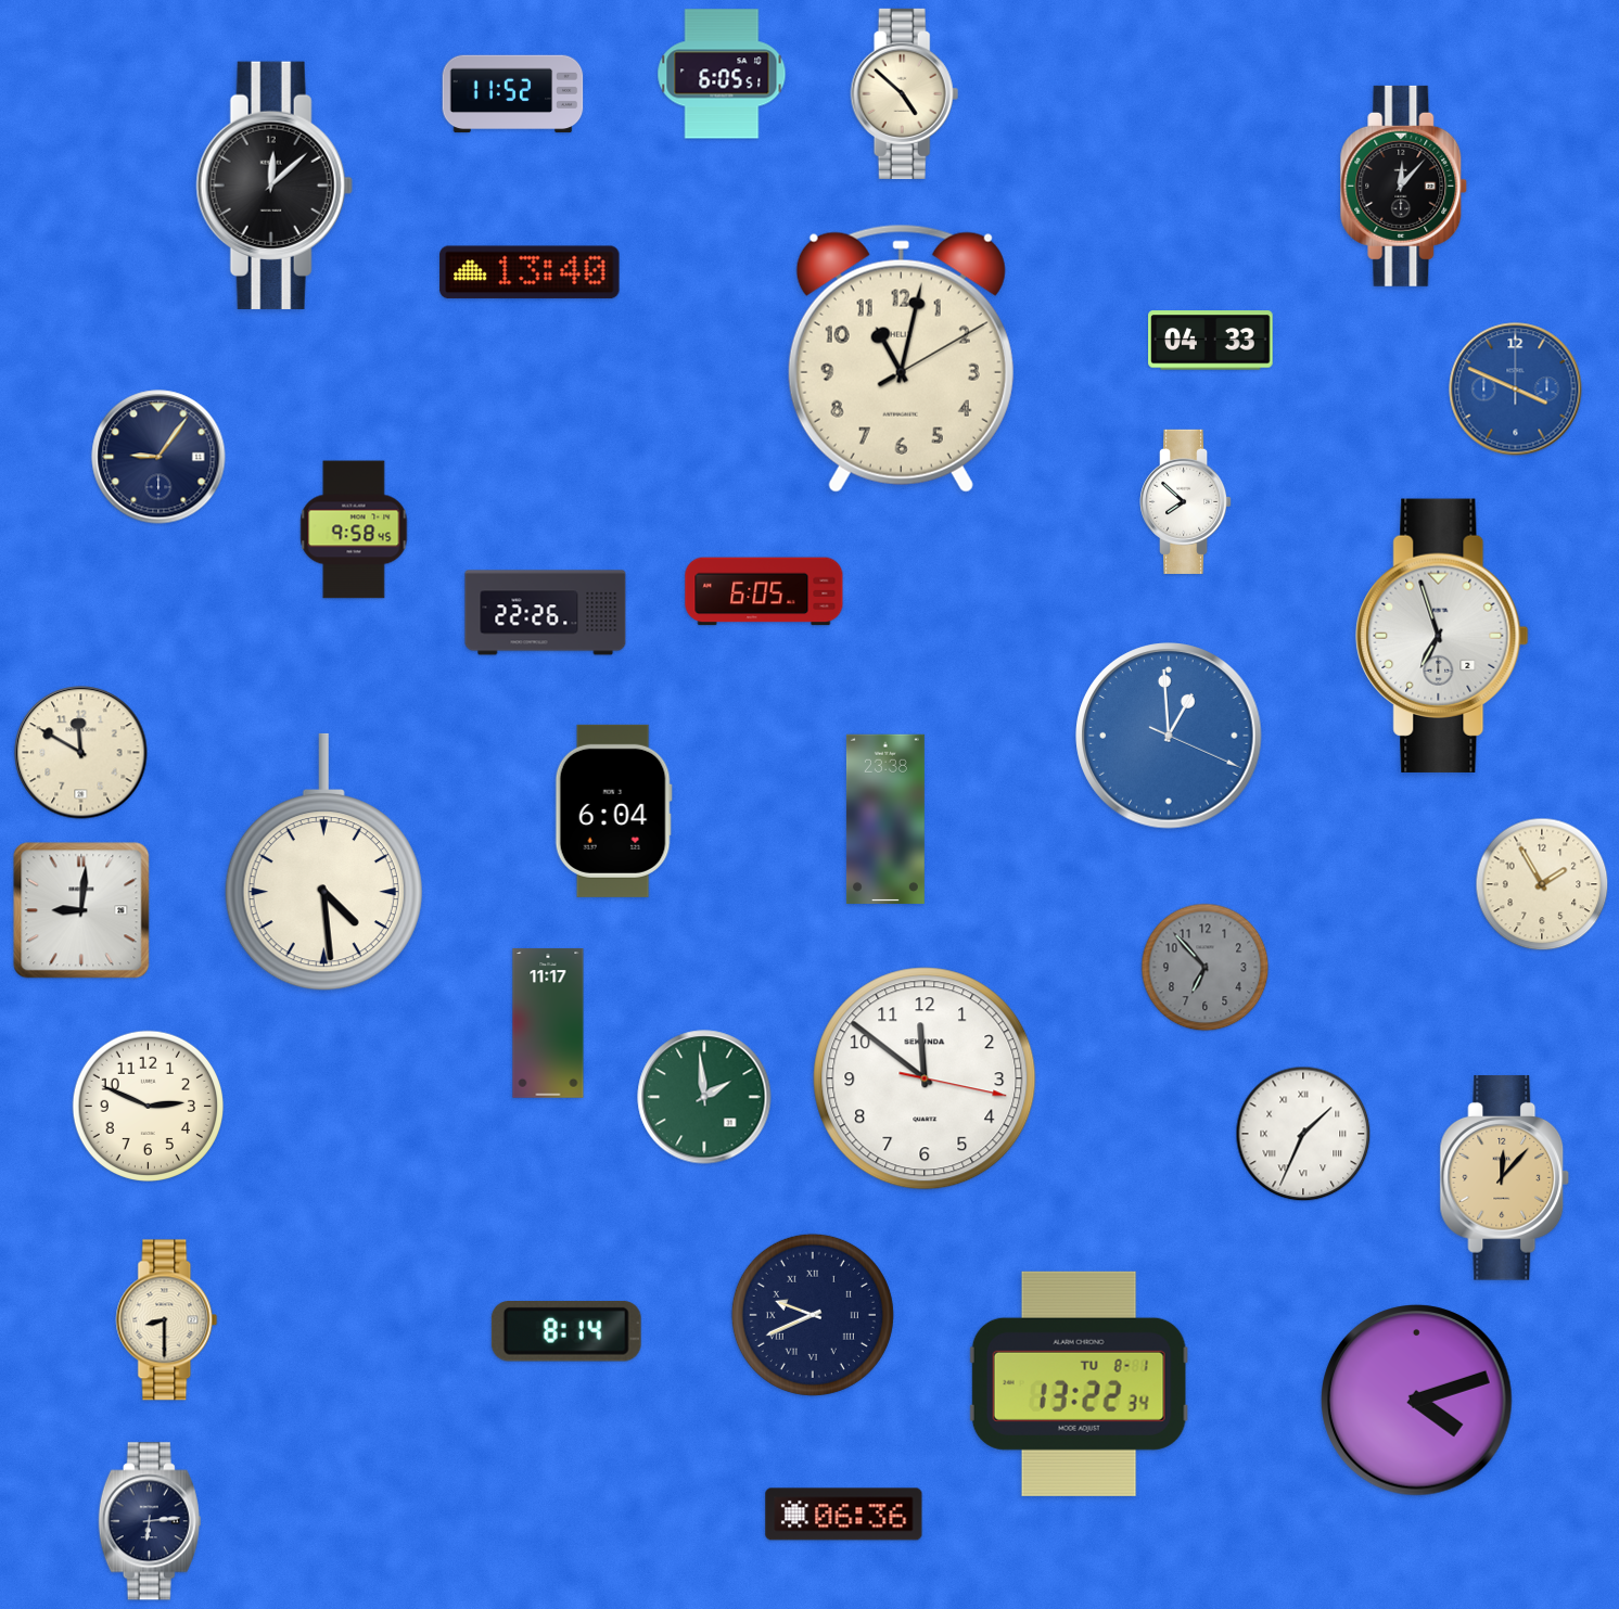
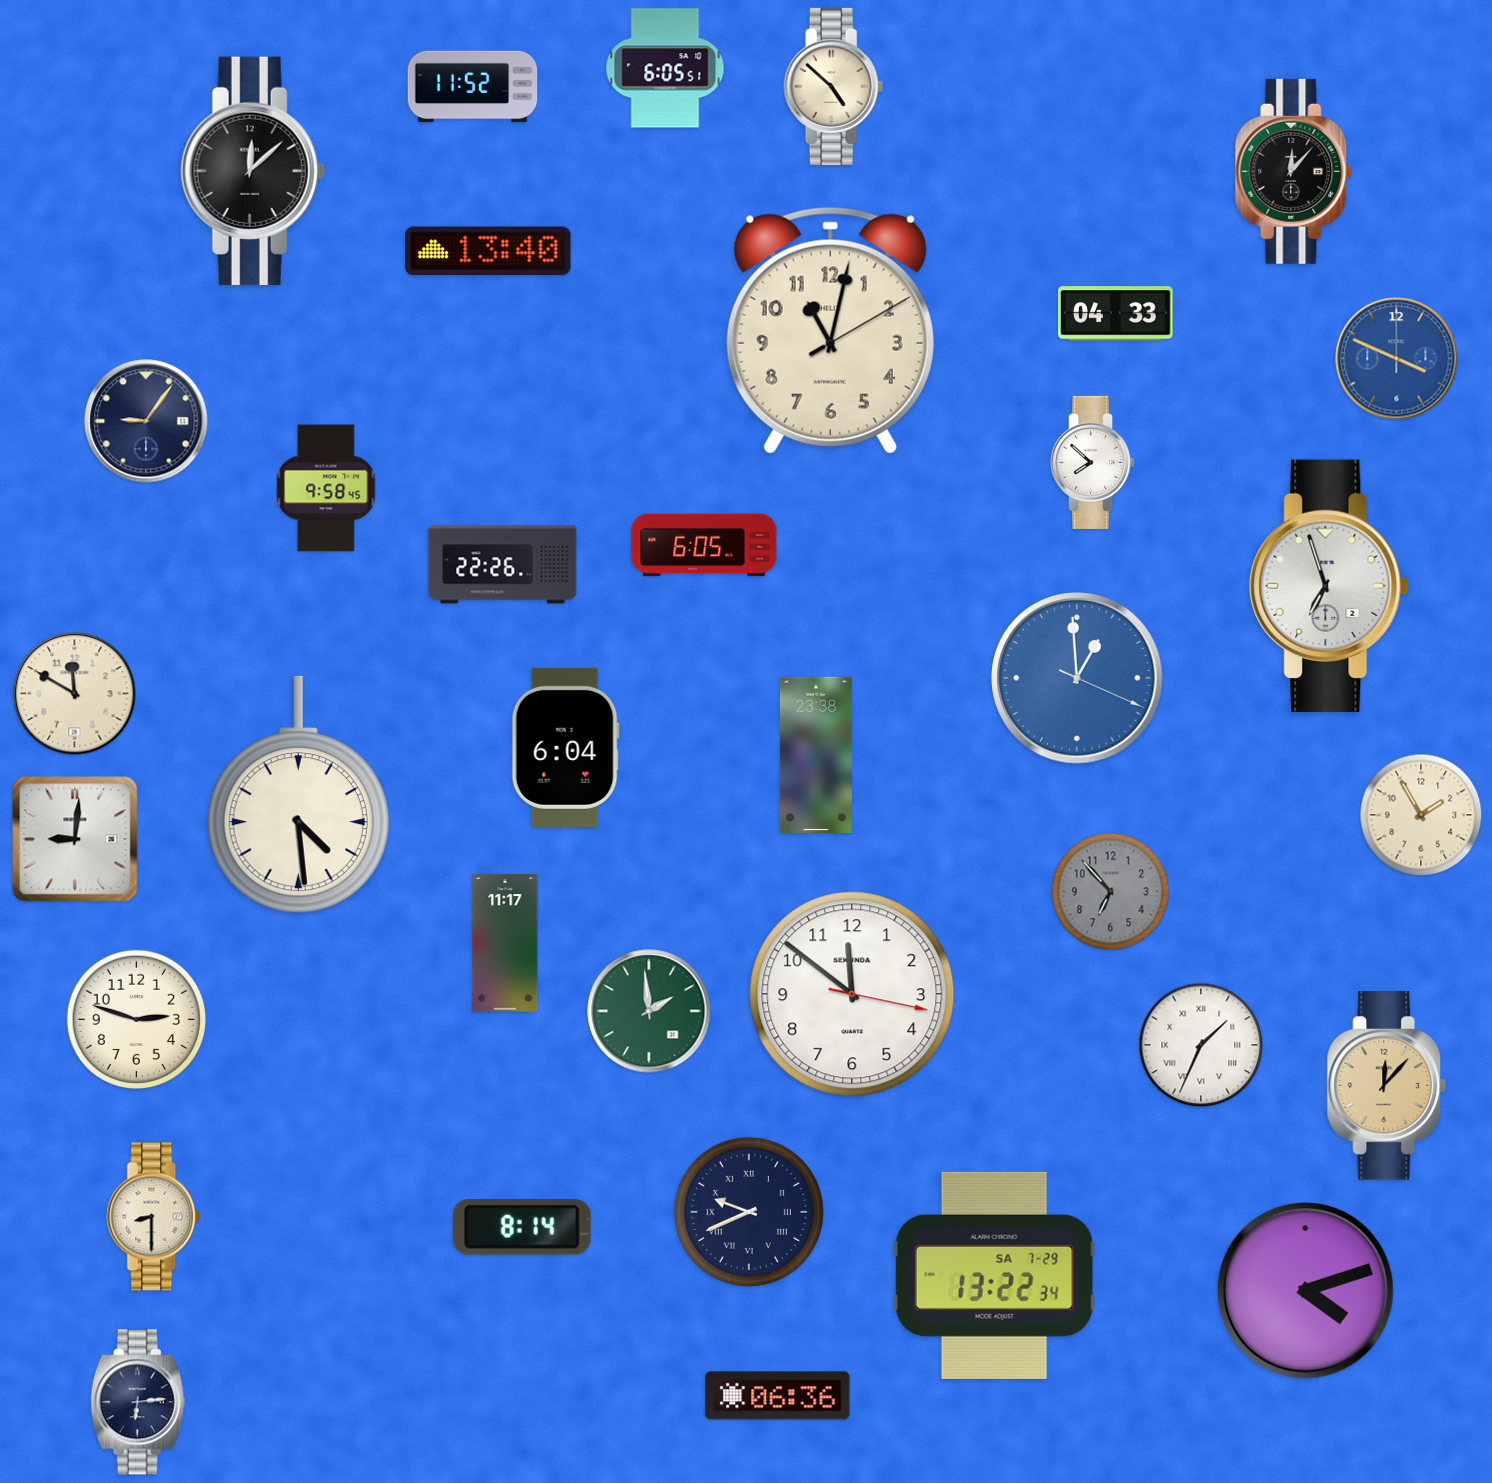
clock at (148, 1106): 2:49 -> 2:48
clock at (1079, 1383) date: TU 8-1 -> SA 7-29
